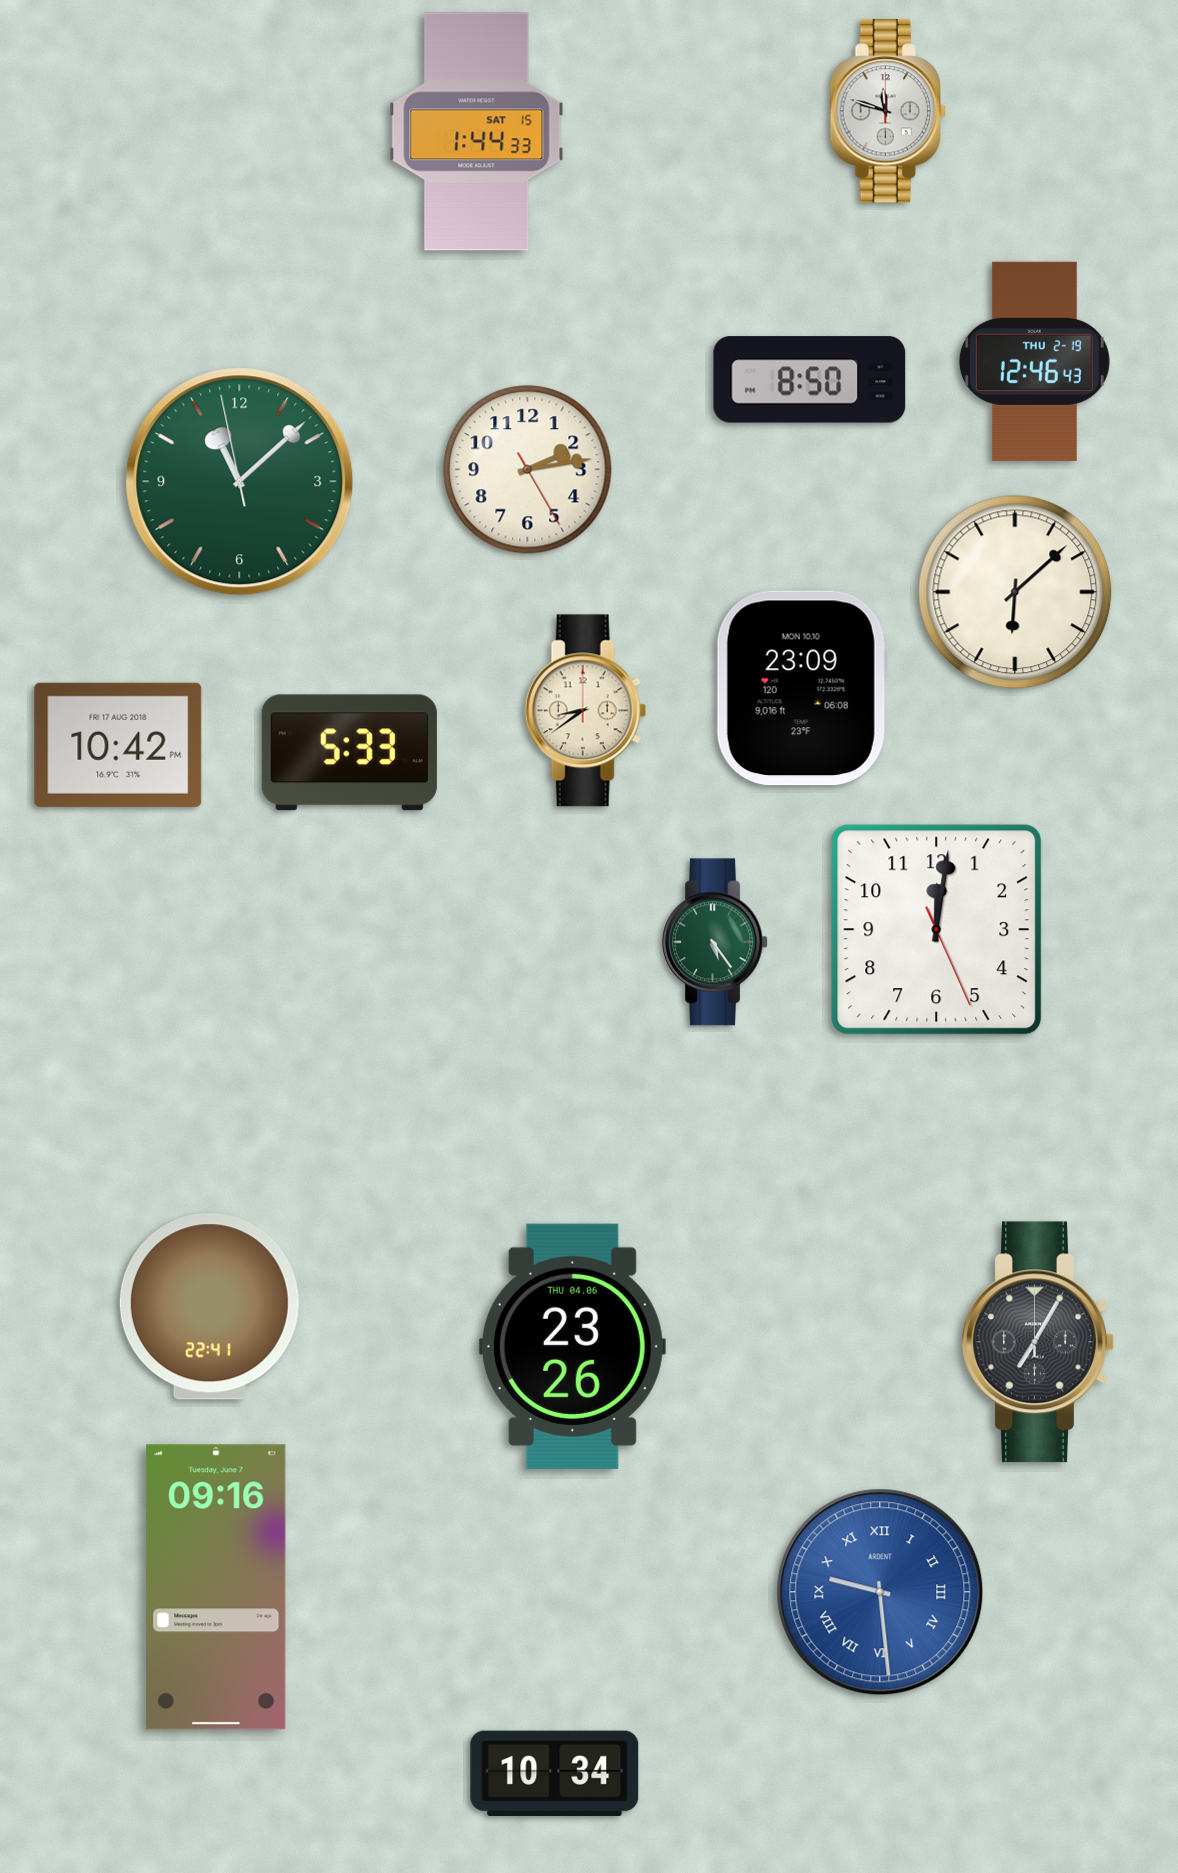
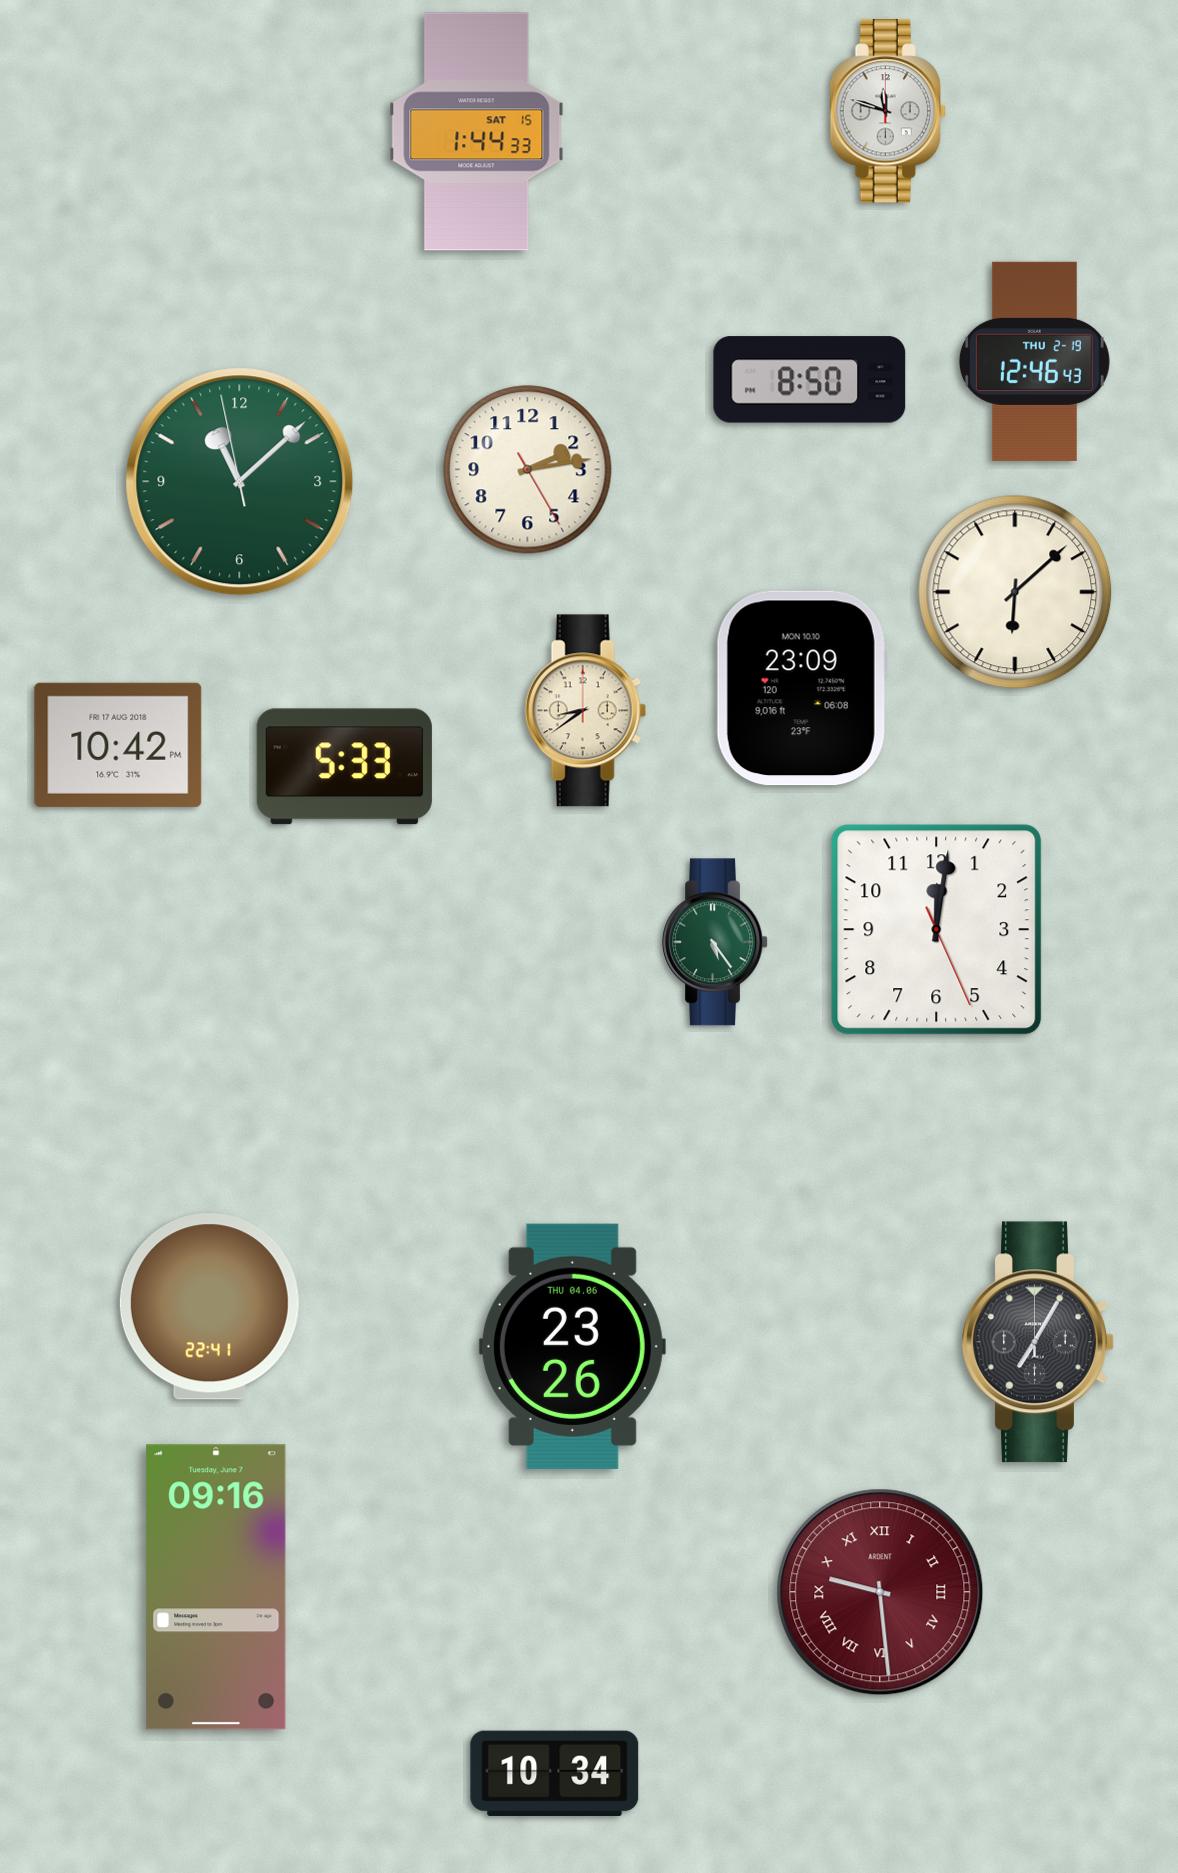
clock at (349, 753) position: (349, 753) -> (344, 767)
clock at (880, 1592) dial: blue -> burgundy
